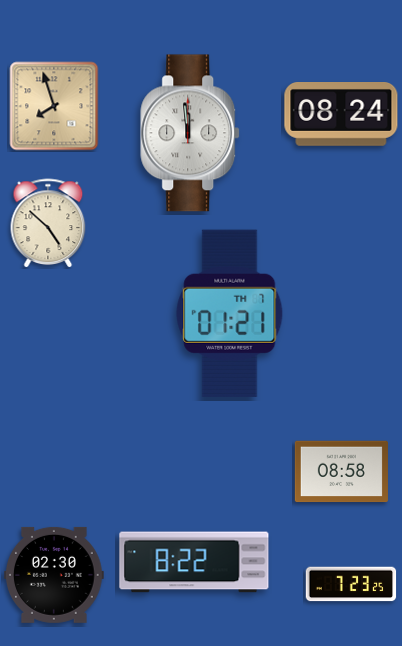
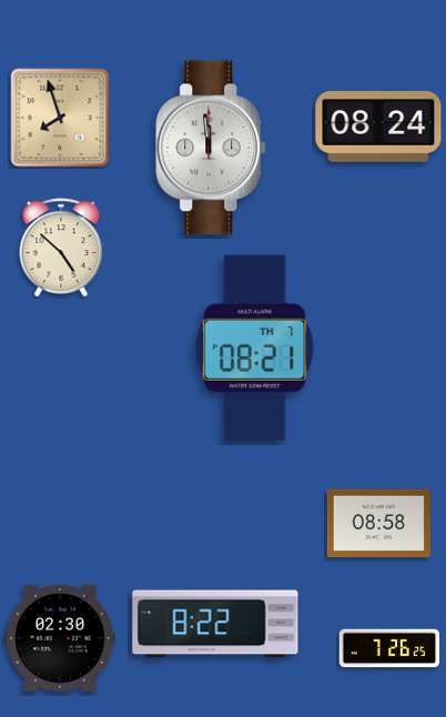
clock at (48, 223) position: (48, 223) -> (61, 248)
clock at (230, 313): 01:21 -> 08:21
clock at (351, 584): 7:23 -> 7:26
